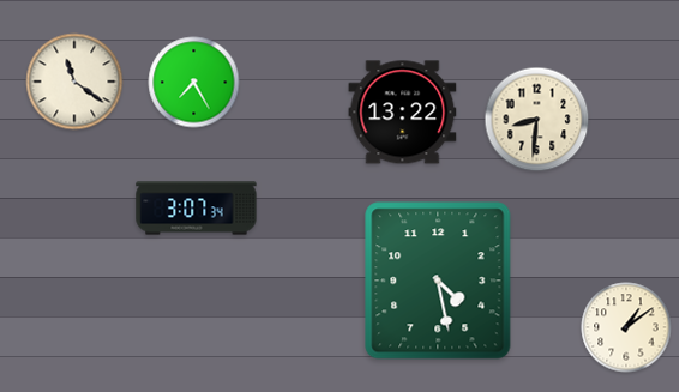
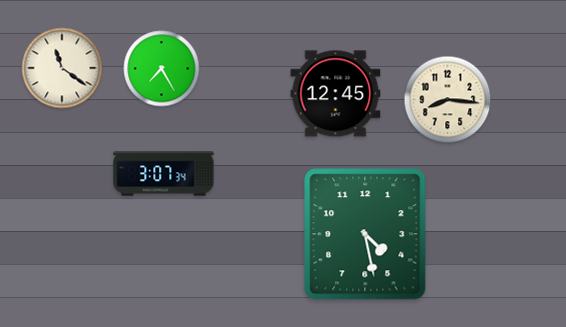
clock at (403, 113): 13:22 -> 12:45
clock at (537, 120): 8:31 -> 8:16
clock at (626, 327): 1:09 -> none
